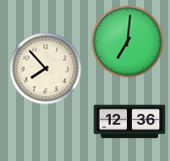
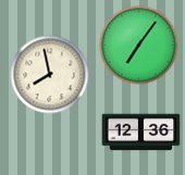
clock at (128, 42): 7:01 -> 7:06
clock at (46, 69): 7:53 -> 7:58
